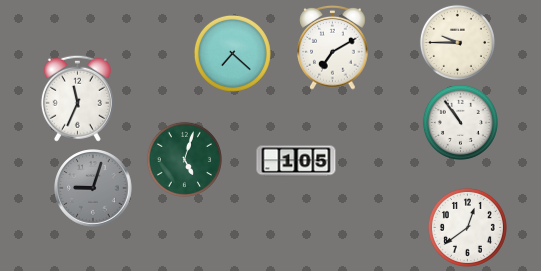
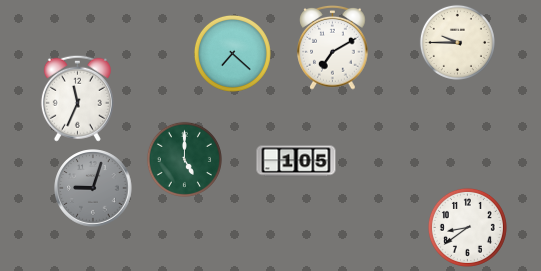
clock at (460, 122): 10:54 -> none
clock at (184, 159): 5:03 -> 5:00
clock at (467, 227): 12:39 -> 8:39
